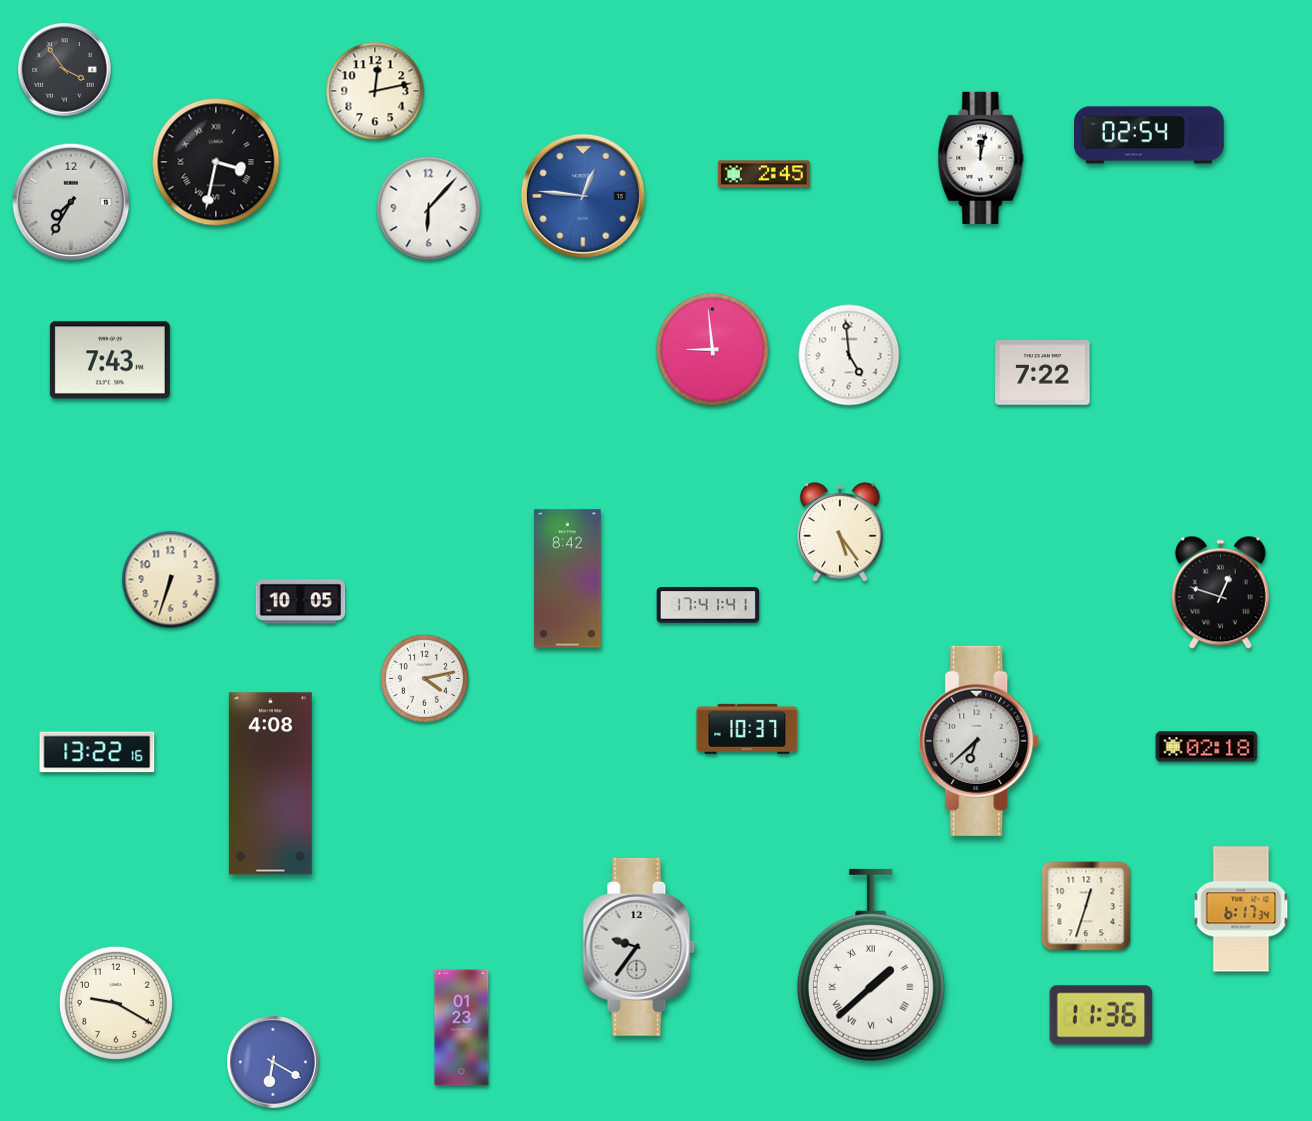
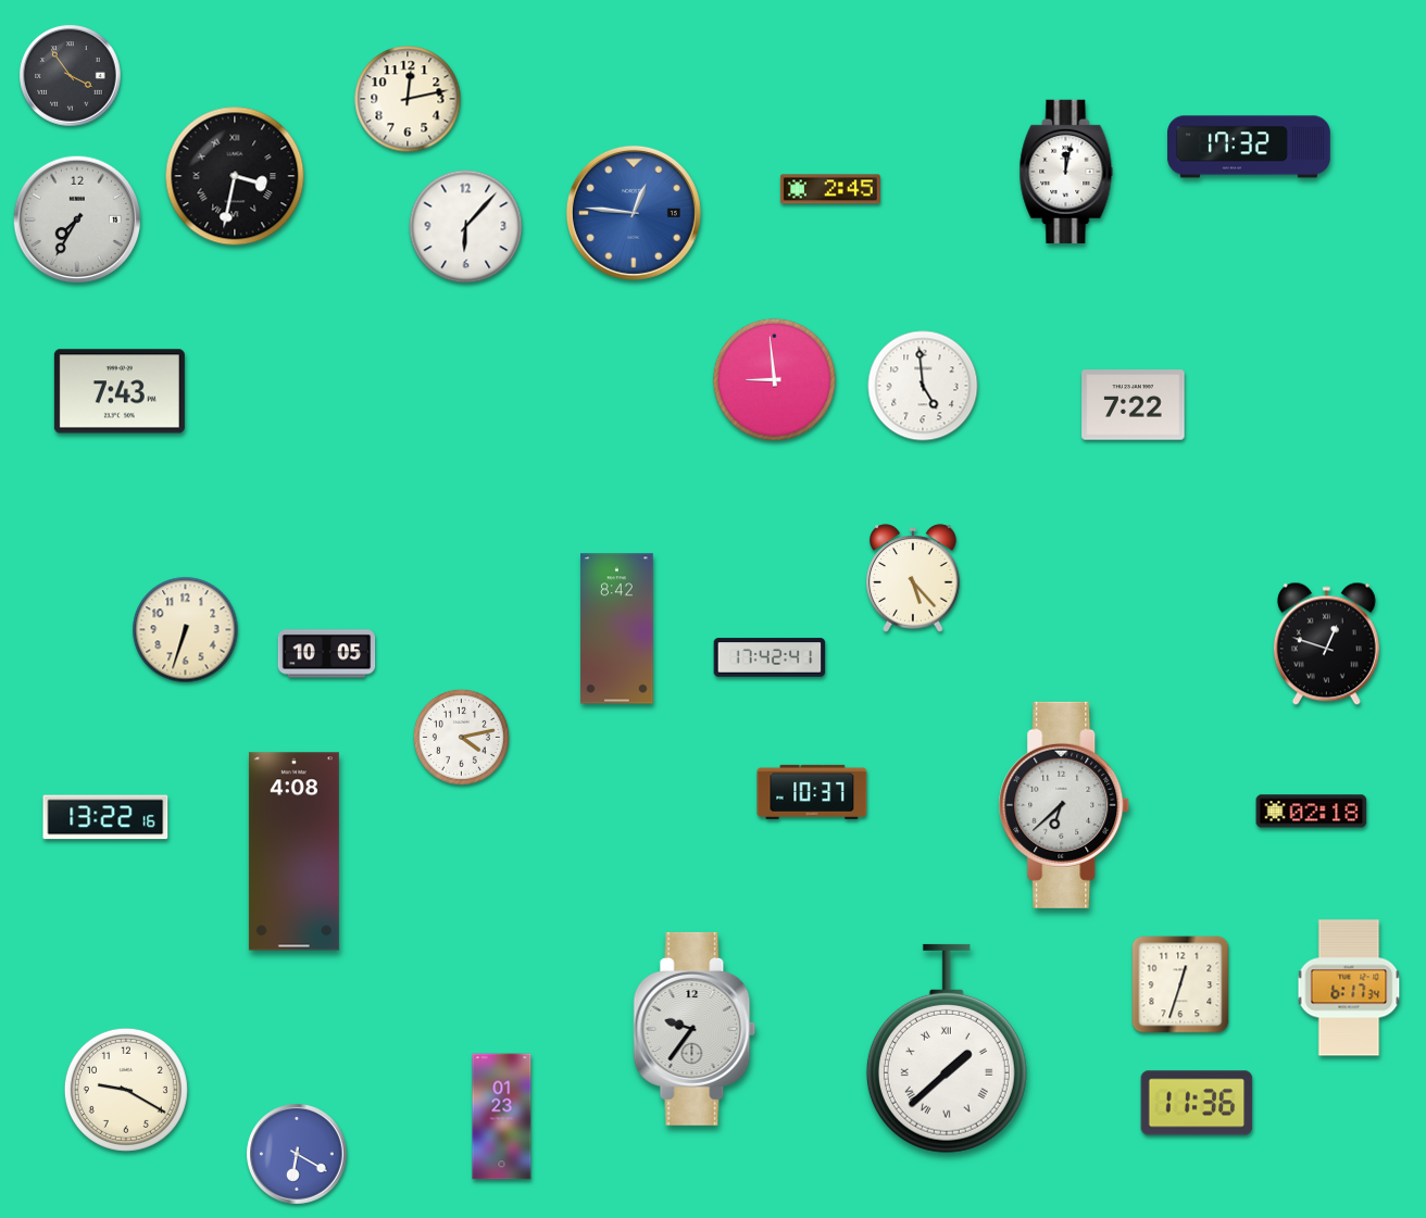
clock at (1149, 135): 02:54 -> 17:32
clock at (840, 532): 5:24 -> 5:23
clock at (708, 605): 17:41 -> 17:42
